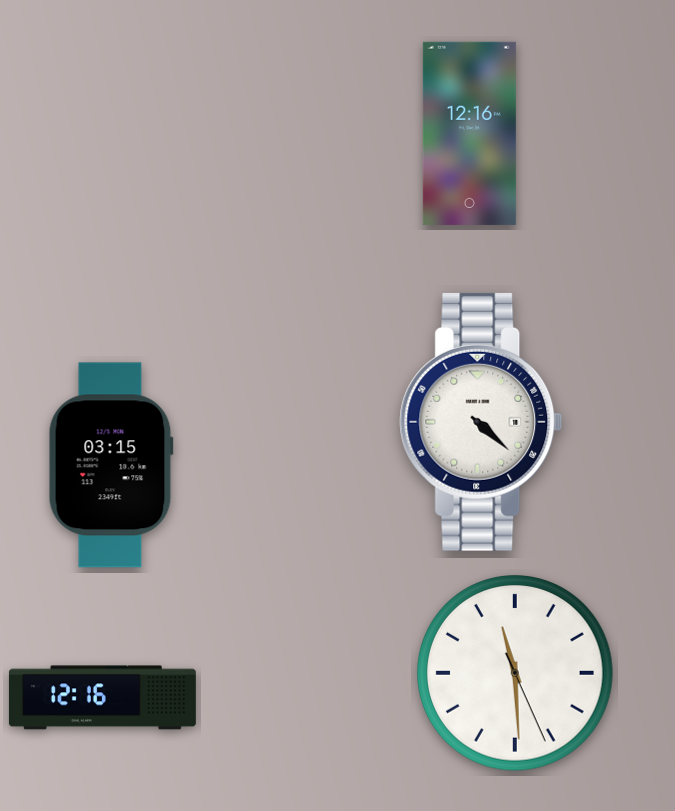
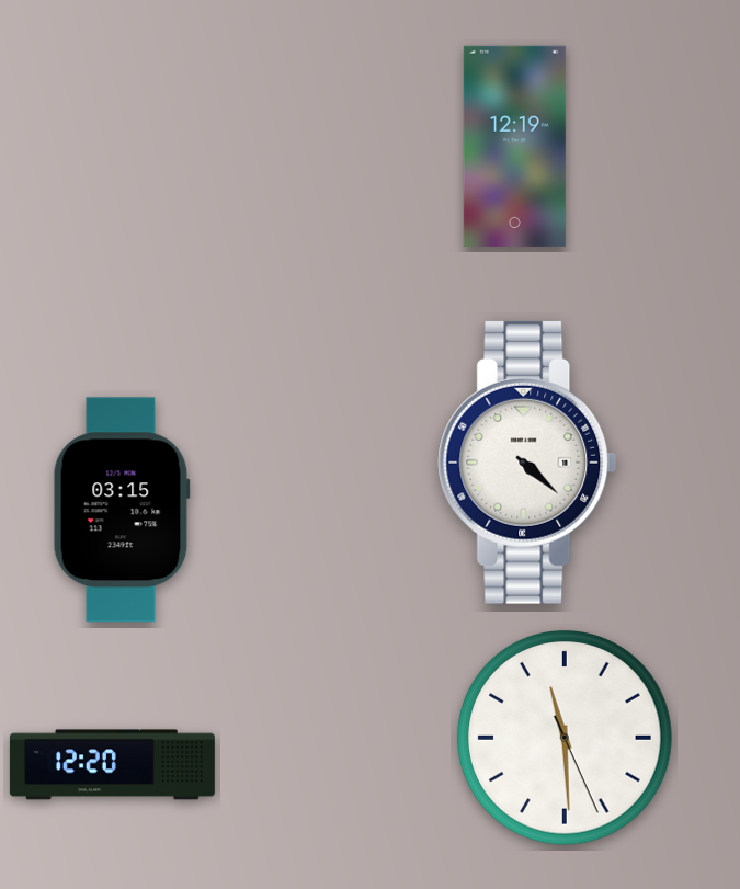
clock at (469, 133): 12:16 -> 12:19
clock at (102, 698): 12:16 -> 12:20
